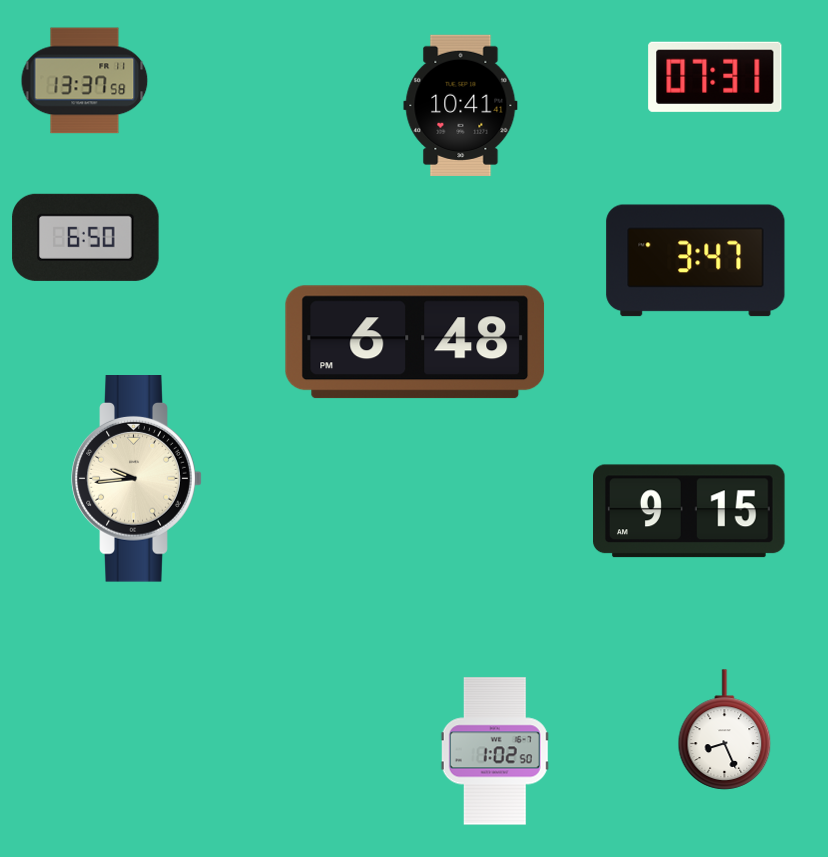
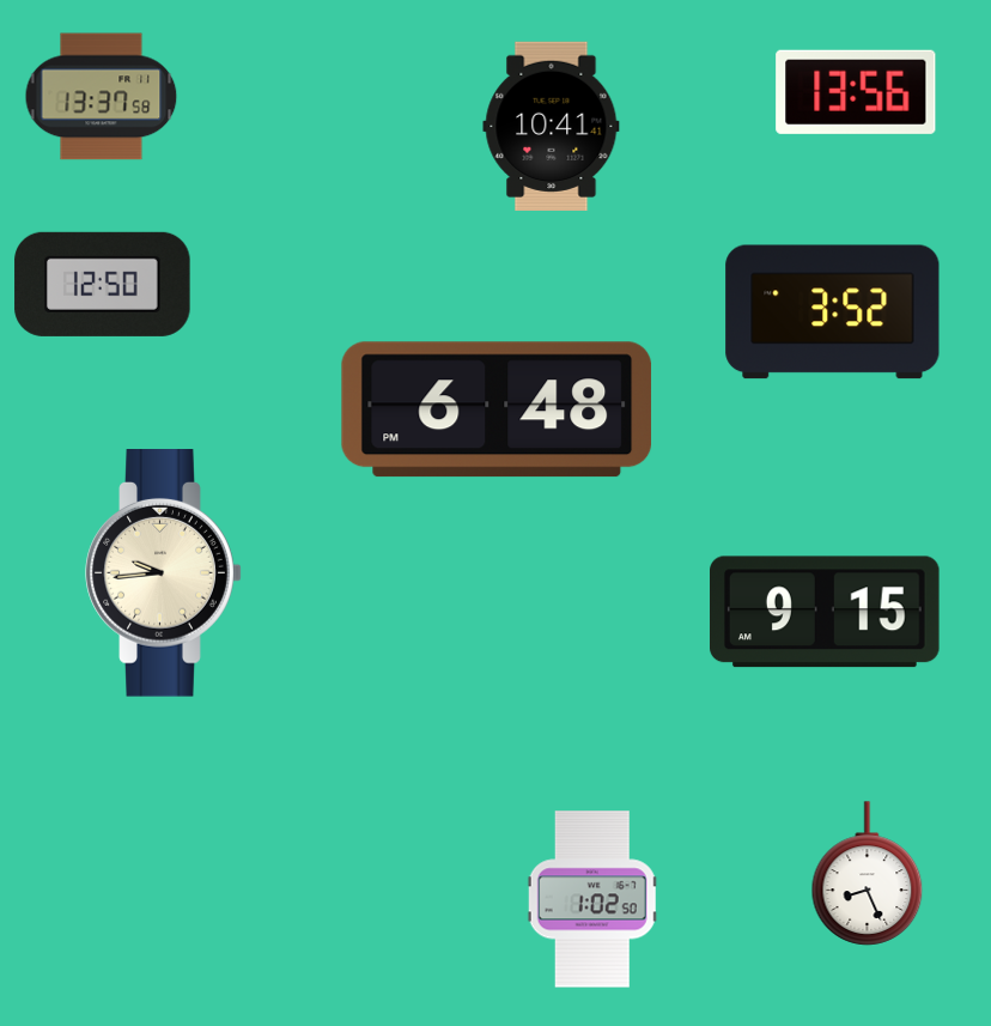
clock at (715, 77): 07:31 -> 13:56
clock at (86, 237): 6:50 -> 12:50
clock at (696, 261): 3:47 -> 3:52
